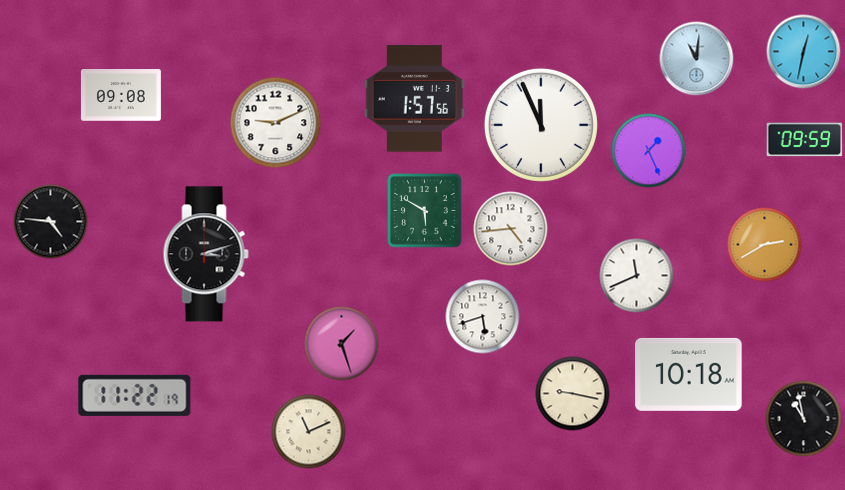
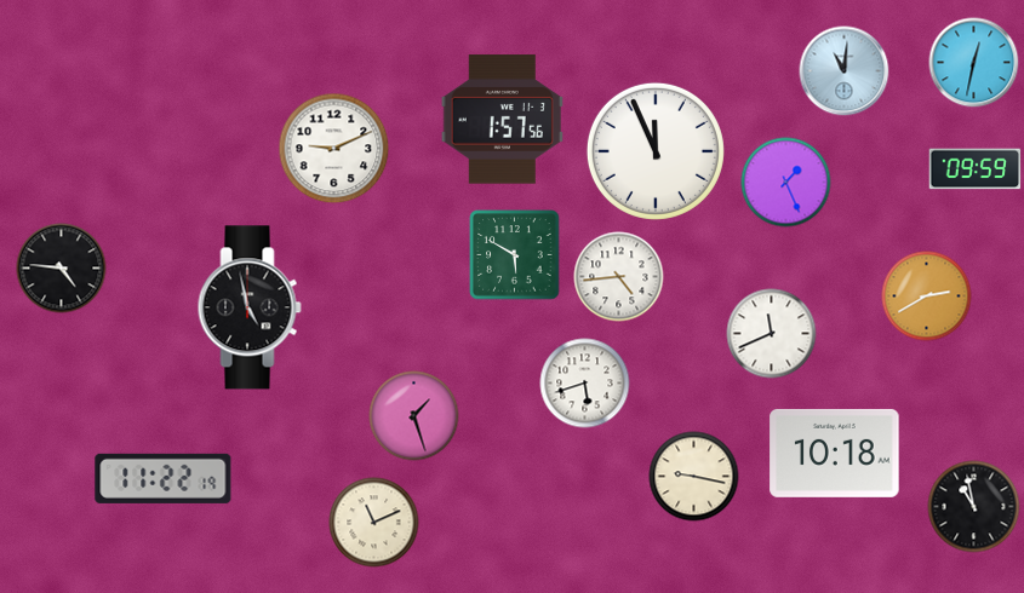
clock at (121, 95): 09:08 -> none
clock at (206, 254): 3:12 -> 4:58
